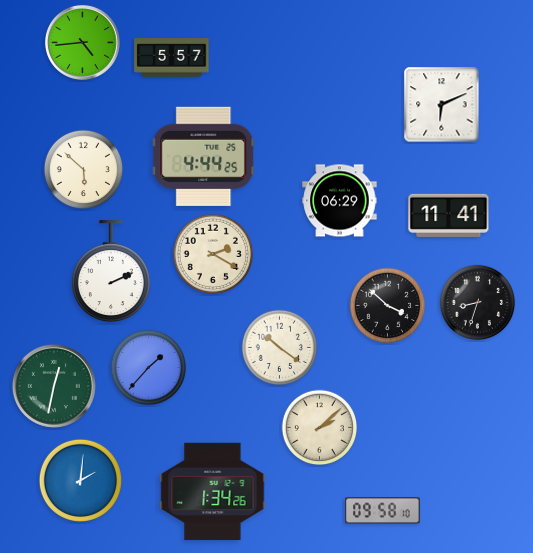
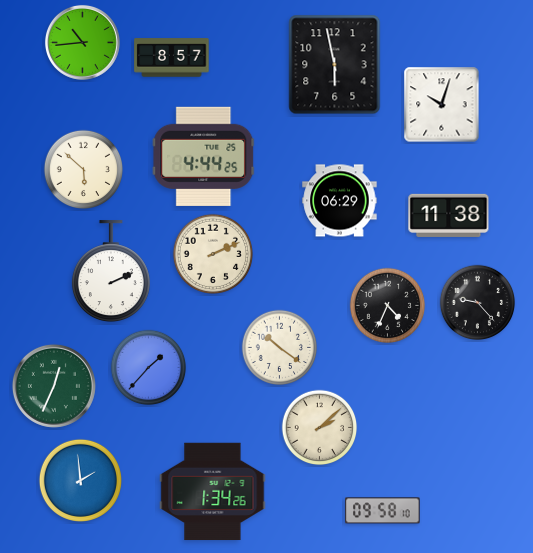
clock at (82, 42): 4:44 -> 10:44
clock at (172, 58): 5:57 -> 8:57
clock at (335, 65): none -> 5:58
clock at (442, 105): 6:11 -> 10:03
clock at (449, 215): 11:41 -> 11:38
clock at (212, 253): 2:20 -> 2:11
clock at (478, 303): 8:33 -> 9:23
clock at (388, 306): 3:52 -> 4:34
clock at (54, 386): 12:32 -> 12:34
clock at (80, 480): 2:01 -> 1:59
